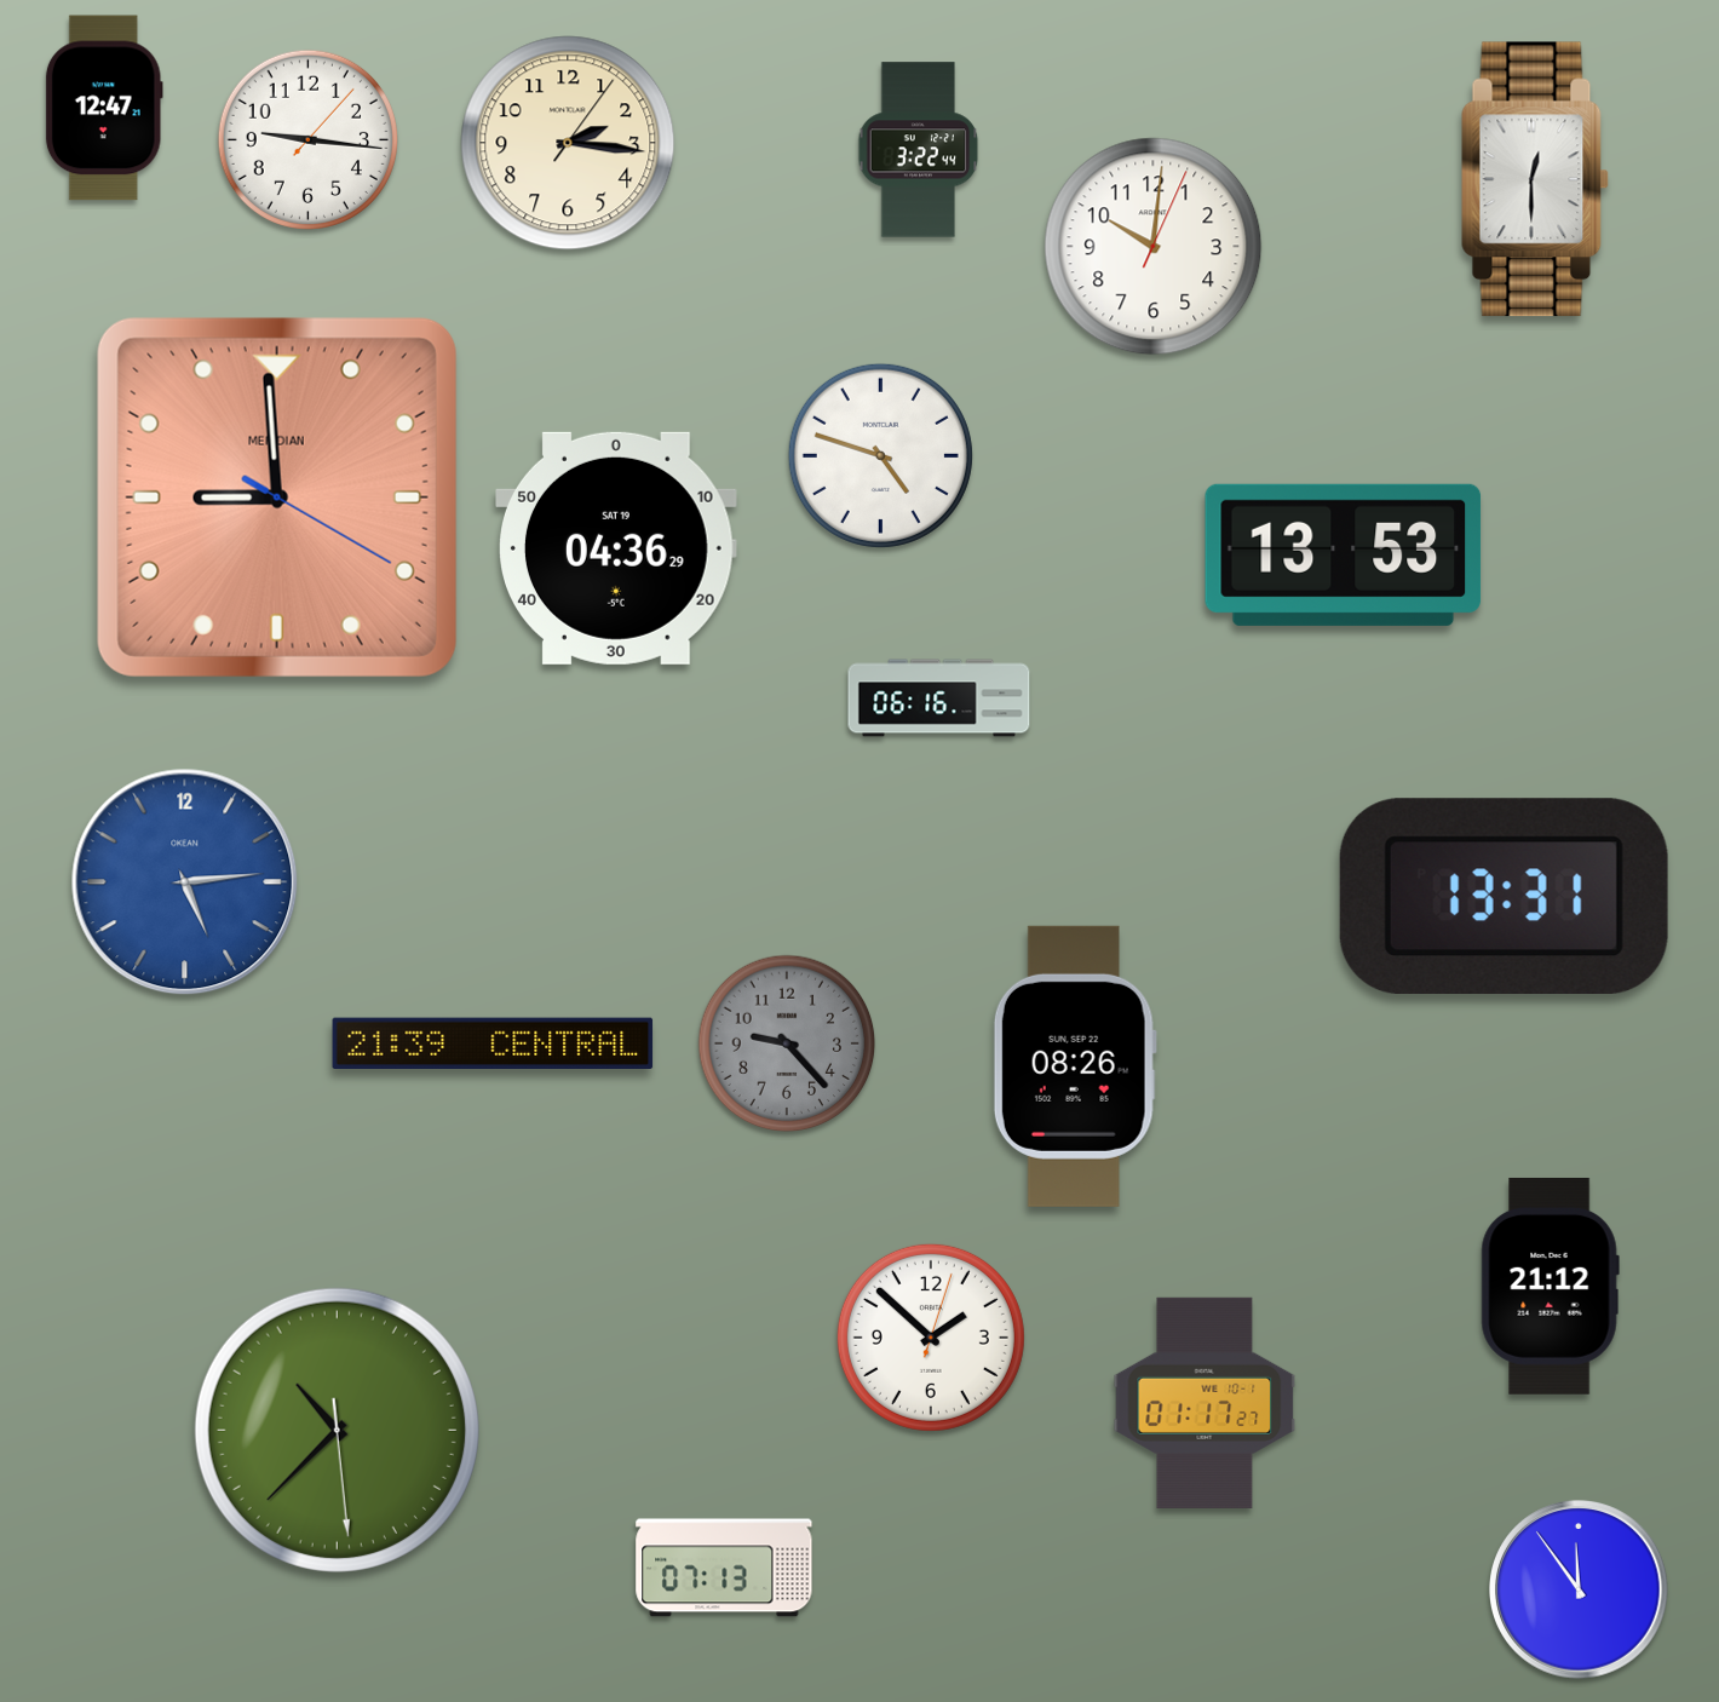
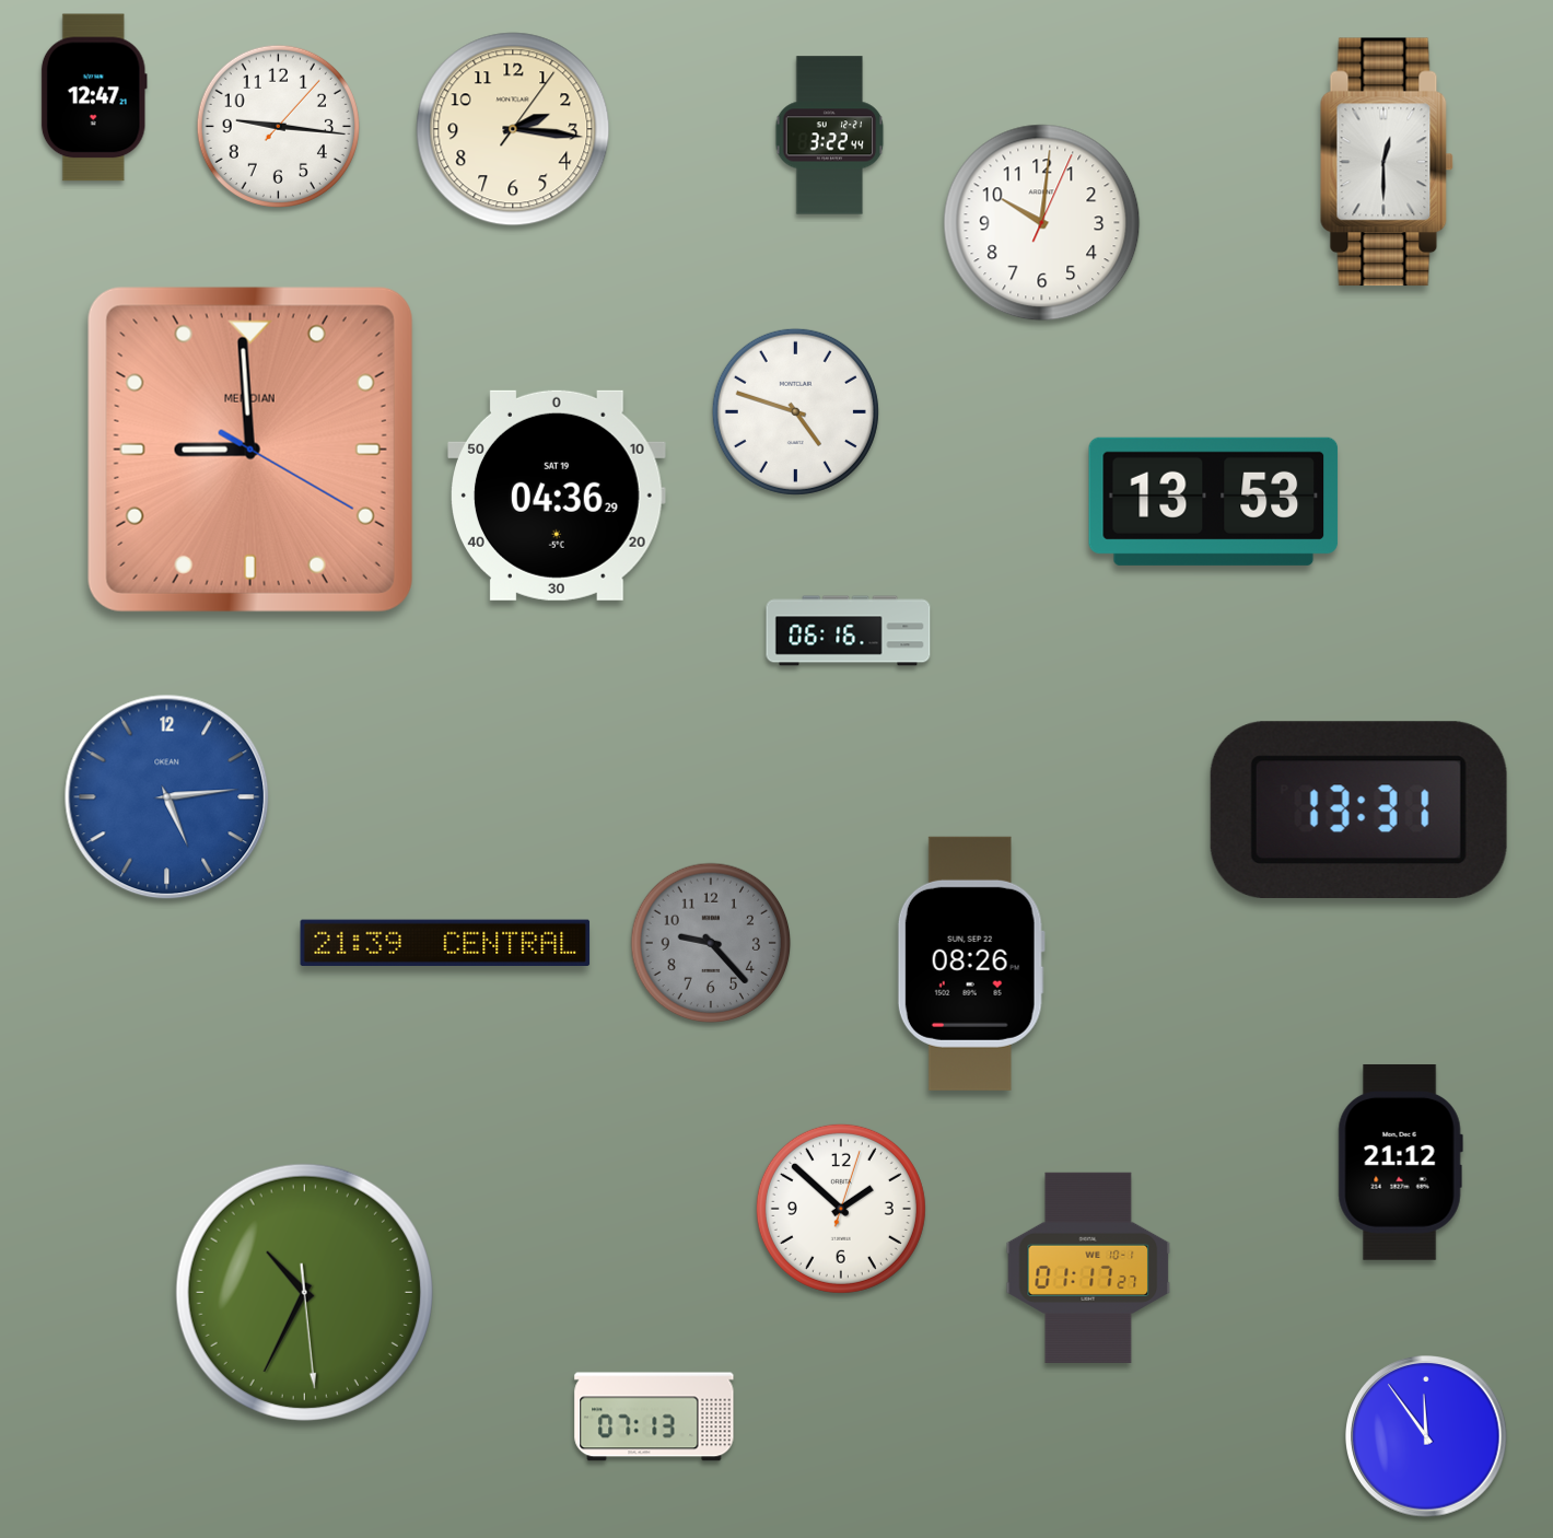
clock at (337, 1430): 10:37 -> 10:34
